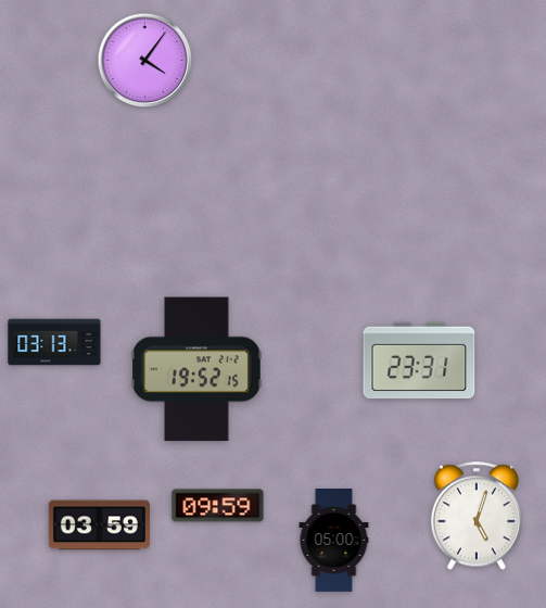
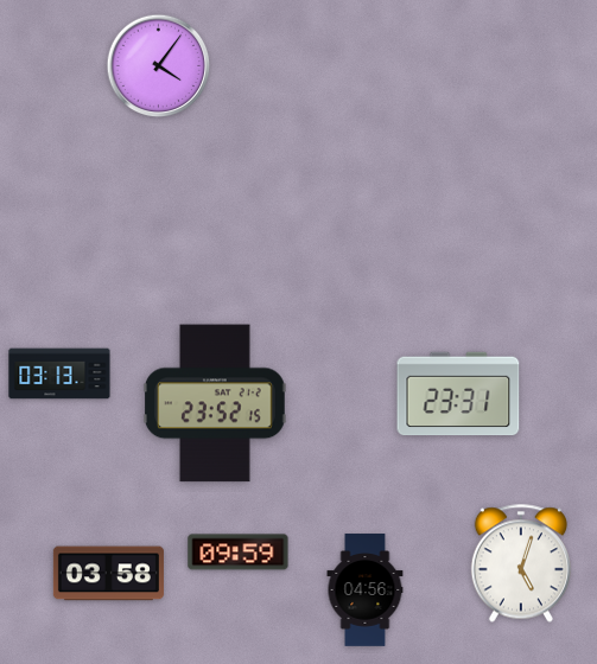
clock at (198, 369): 19:52 -> 23:52
clock at (99, 525): 03:59 -> 03:58
clock at (334, 541): 05:00 -> 04:56
